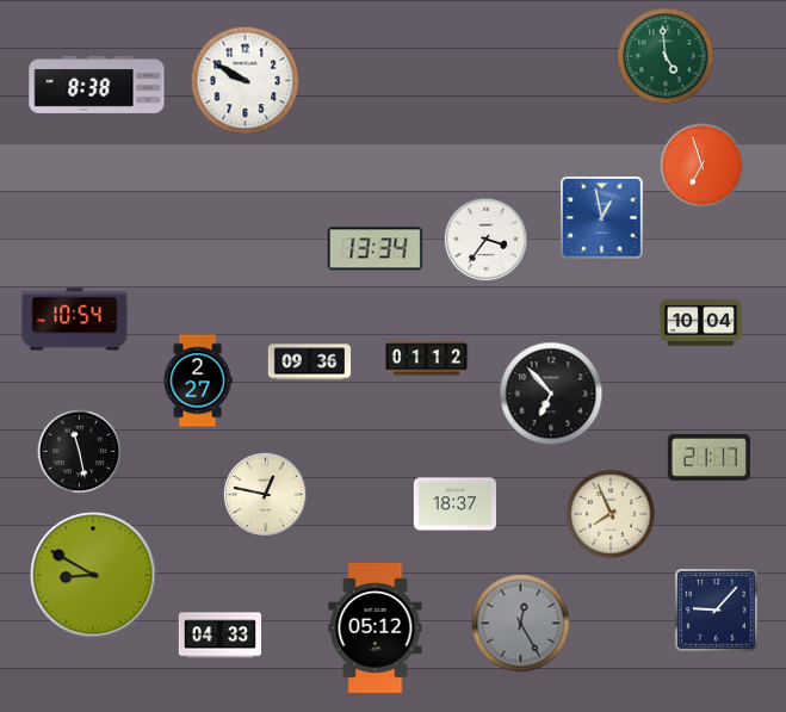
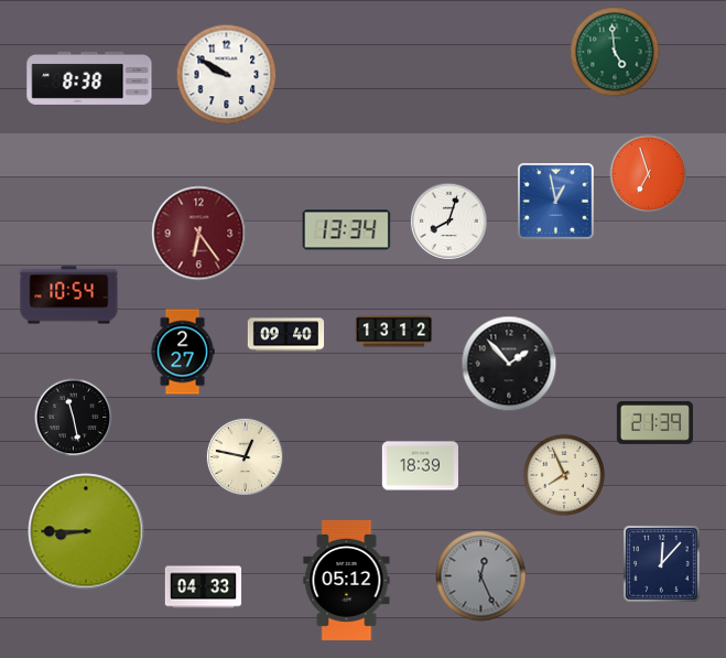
clock at (703, 166) position: (703, 166) -> (649, 174)
clock at (485, 239): 3:36 -> 8:03
clock at (199, 234): none -> 6:24
clock at (700, 322): 10:04 -> none
clock at (427, 359): 01:12 -> 13:12
clock at (310, 363): 09:36 -> 09:40
clock at (551, 394): 6:53 -> 1:53
clock at (708, 457): 21:17 -> 21:39
clock at (454, 504): 18:37 -> 18:39
clock at (93, 575): 8:50 -> 8:45
clock at (717, 611): 9:07 -> 12:07
clock at (521, 624): 12:25 -> 12:26
